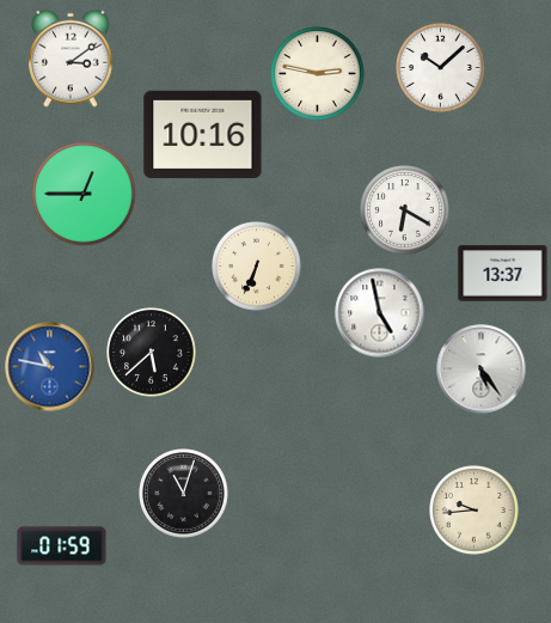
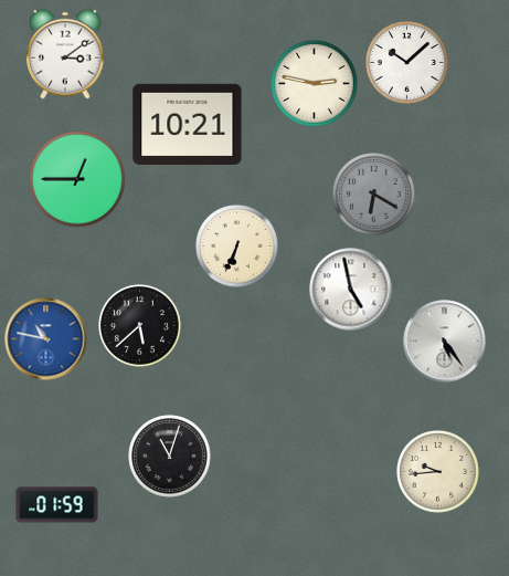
clock at (318, 74) position: (318, 74) -> (315, 84)
clock at (203, 134): 10:16 -> 10:21
clock at (405, 210) dial: white -> grey
clock at (503, 274): 13:37 -> none
